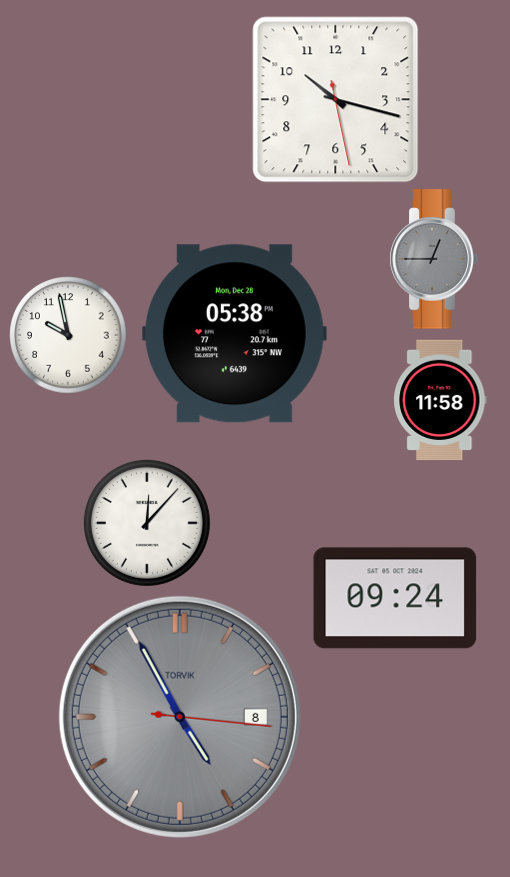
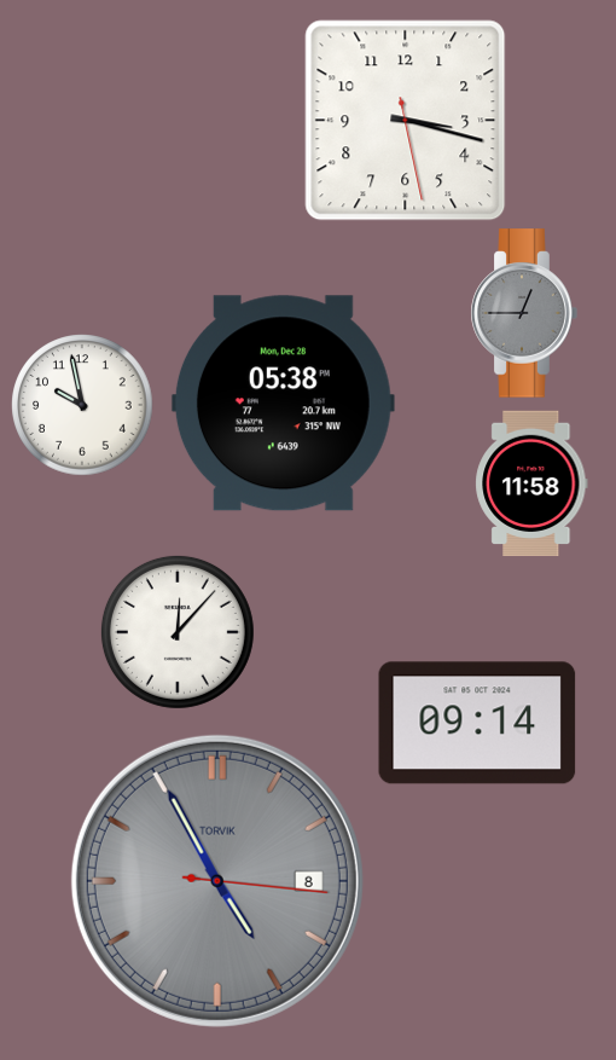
clock at (336, 100): 10:17 -> 3:17
clock at (395, 598): 09:24 -> 09:14
clock at (180, 717) position: (180, 717) -> (217, 881)
